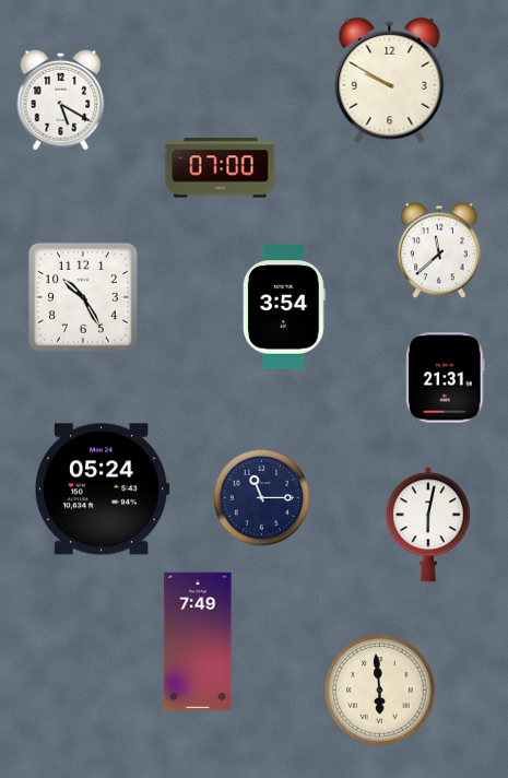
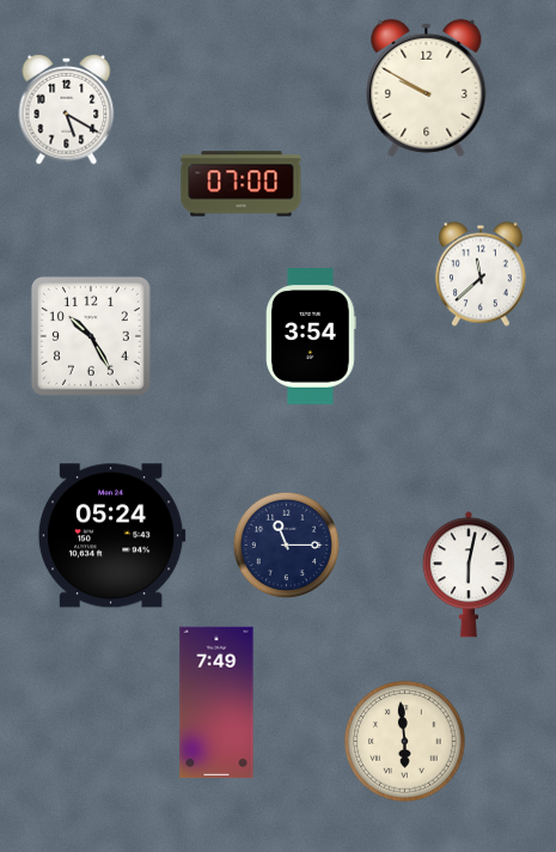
clock at (83, 297) position: (83, 297) -> (91, 336)
clock at (446, 378): 21:31 -> none
clock at (380, 691) position: (380, 691) -> (405, 742)
